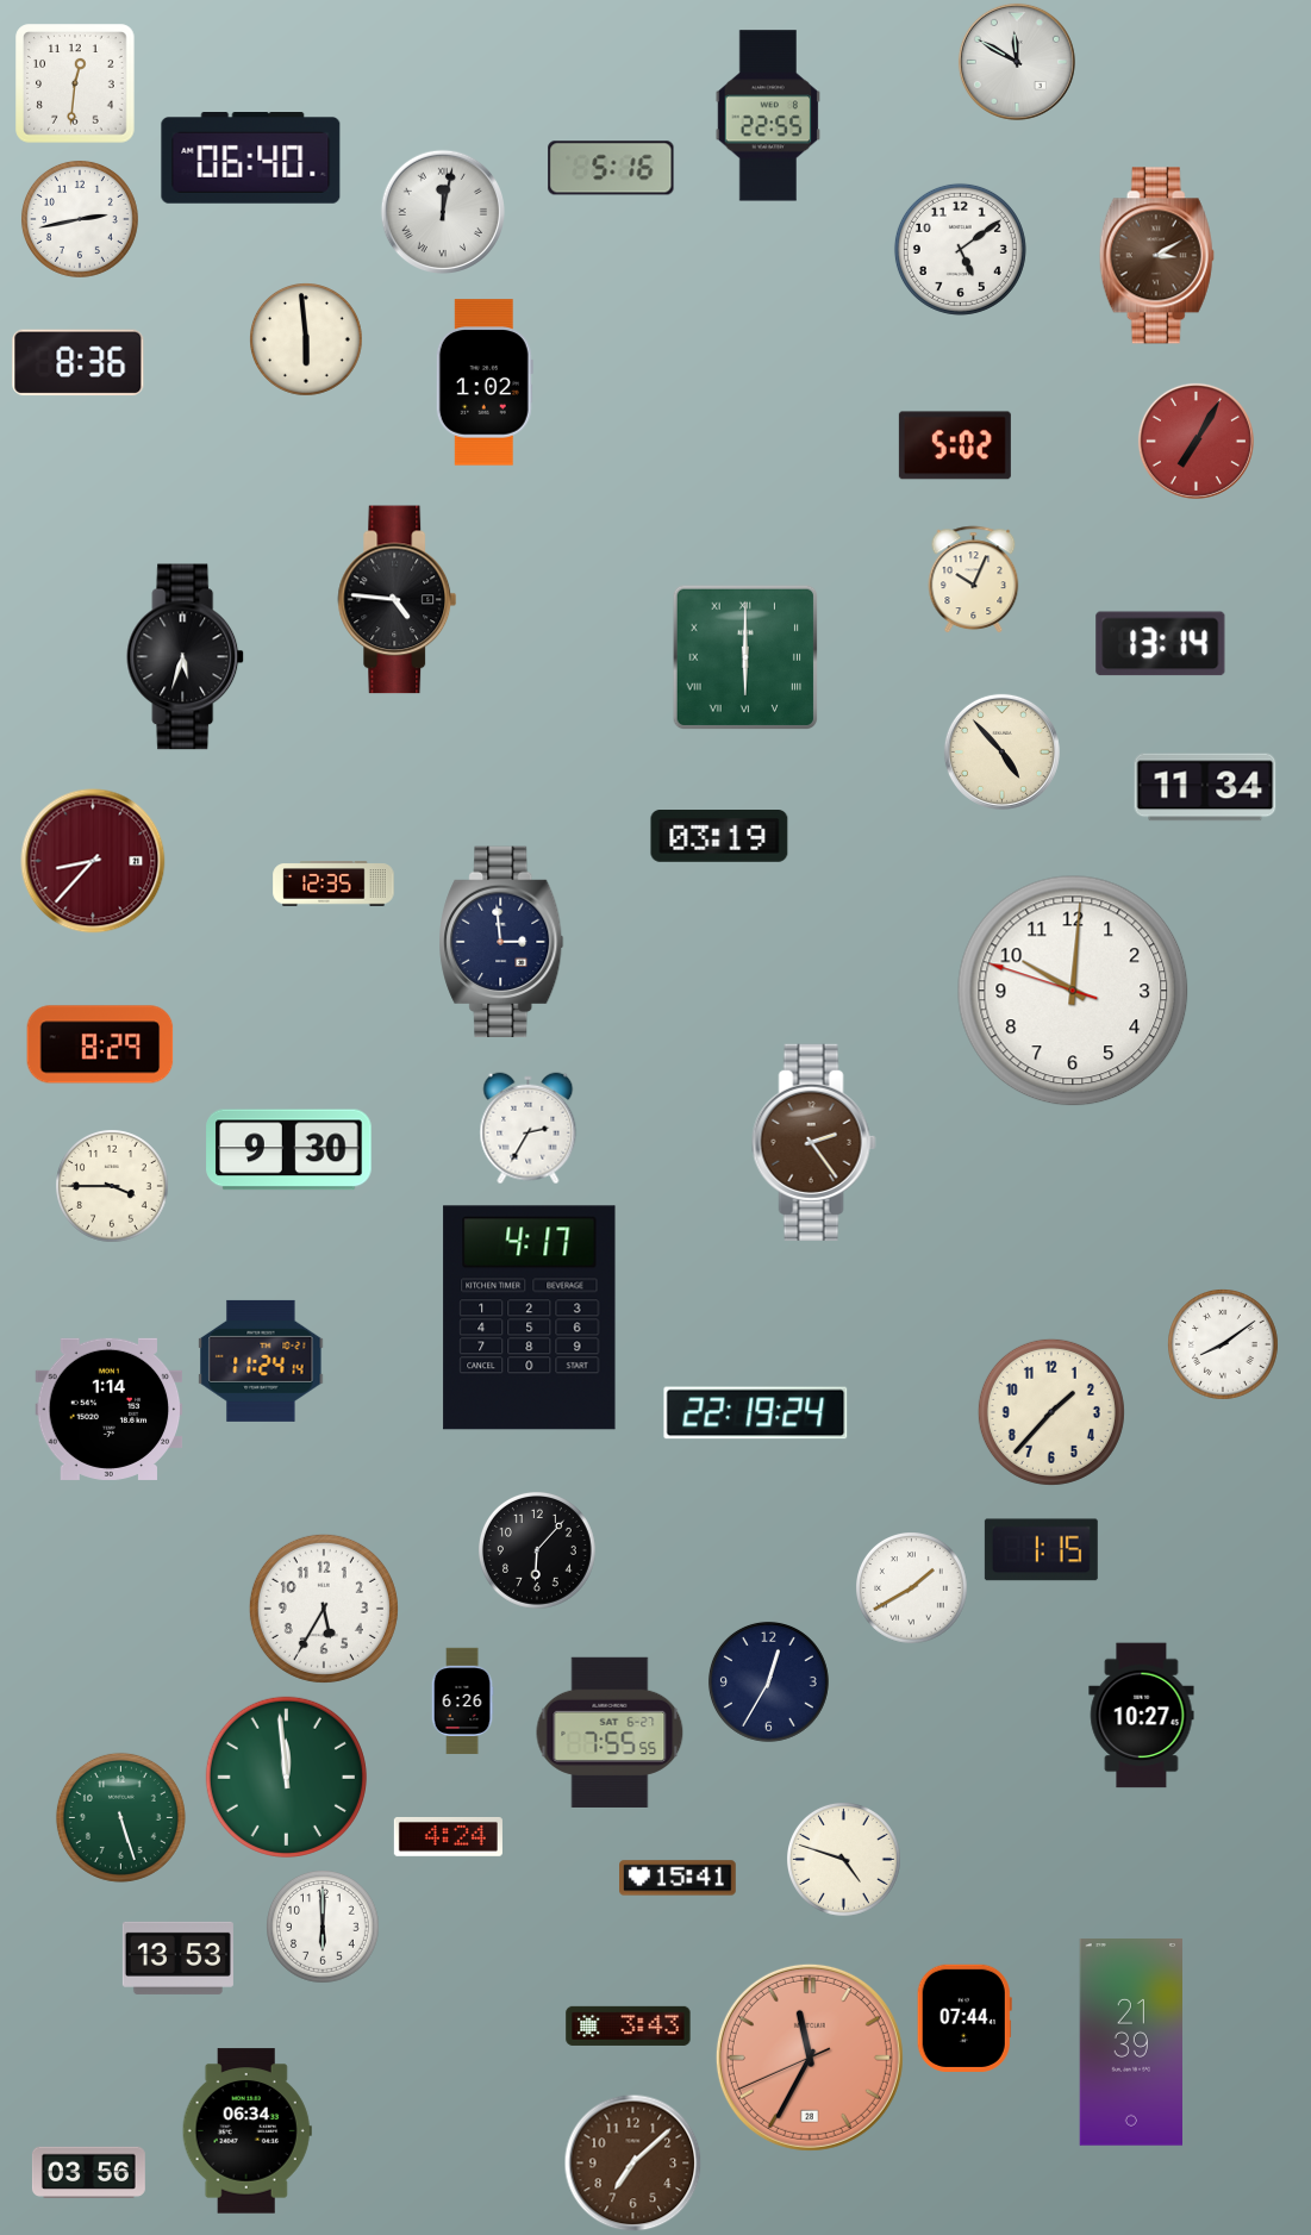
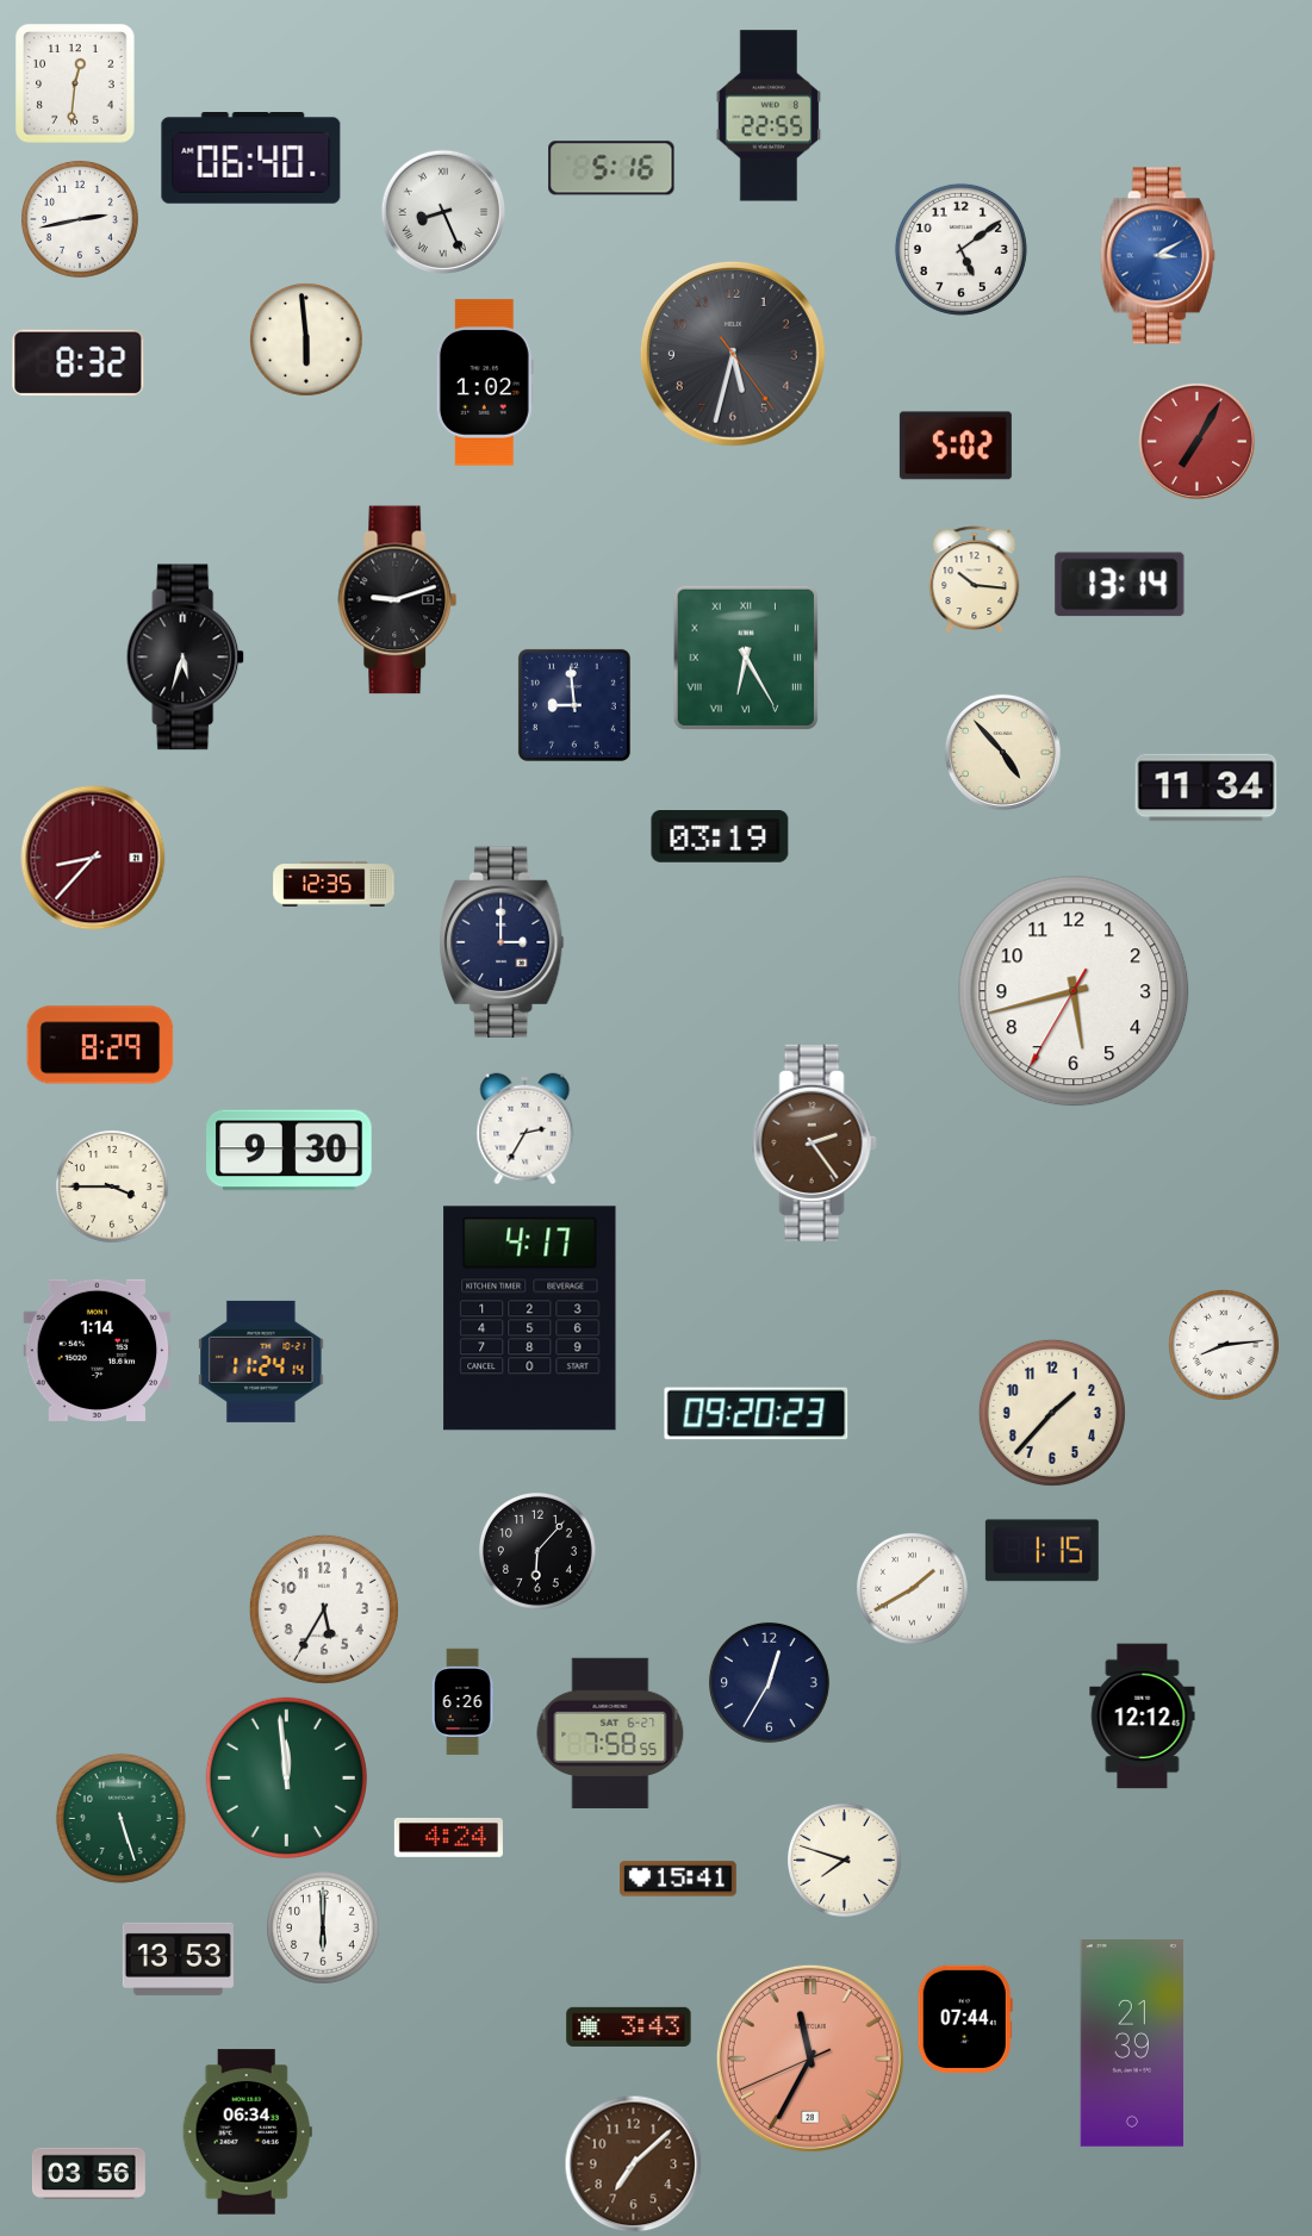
clock at (1017, 62): 11:50 -> none
clock at (442, 211): 12:02 -> 8:26
clock at (1156, 256) dial: brown -> blue
clock at (733, 354): none -> 5:32
clock at (79, 363): 8:36 -> 8:32
clock at (974, 579): 10:04 -> 10:16
clock at (398, 600): 4:46 -> 9:12
clock at (1161, 644) position: (1161, 644) -> (1120, 585)
clock at (744, 656): 6:00 -> 6:25
clock at (574, 705): none -> 8:59
clock at (93, 861) position: (93, 861) -> (93, 858)
clock at (501, 942): 2:59 -> 3:00
clock at (1073, 991): 10:00 -> 5:42
clock at (529, 1129) position: (529, 1129) -> (526, 1129)
clock at (1224, 1346): 8:09 -> 8:14
clock at (110, 1409) position: (110, 1409) -> (98, 1350)
clock at (756, 1413): 22:19 -> 09:20
clock at (1142, 1716): 10:27 -> 12:12
clock at (610, 1733): 7:55 -> 7:58
clock at (844, 1860): 4:48 -> 7:48
